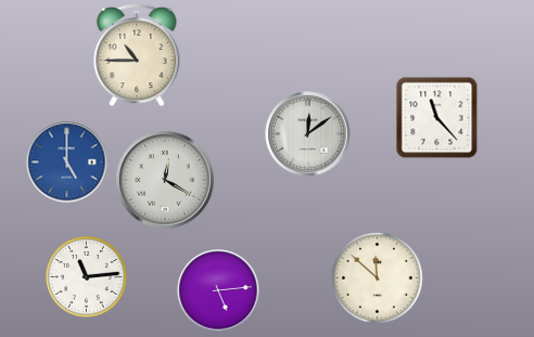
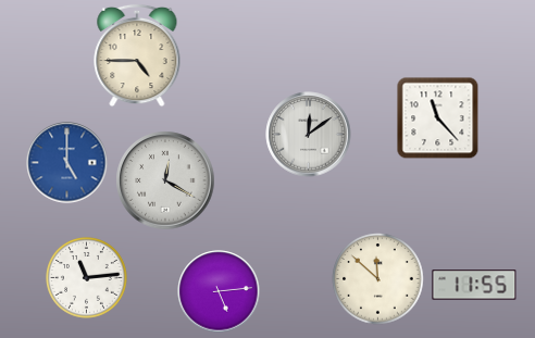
clock at (137, 55): 10:45 -> 4:45
clock at (474, 285): none -> 11:55
